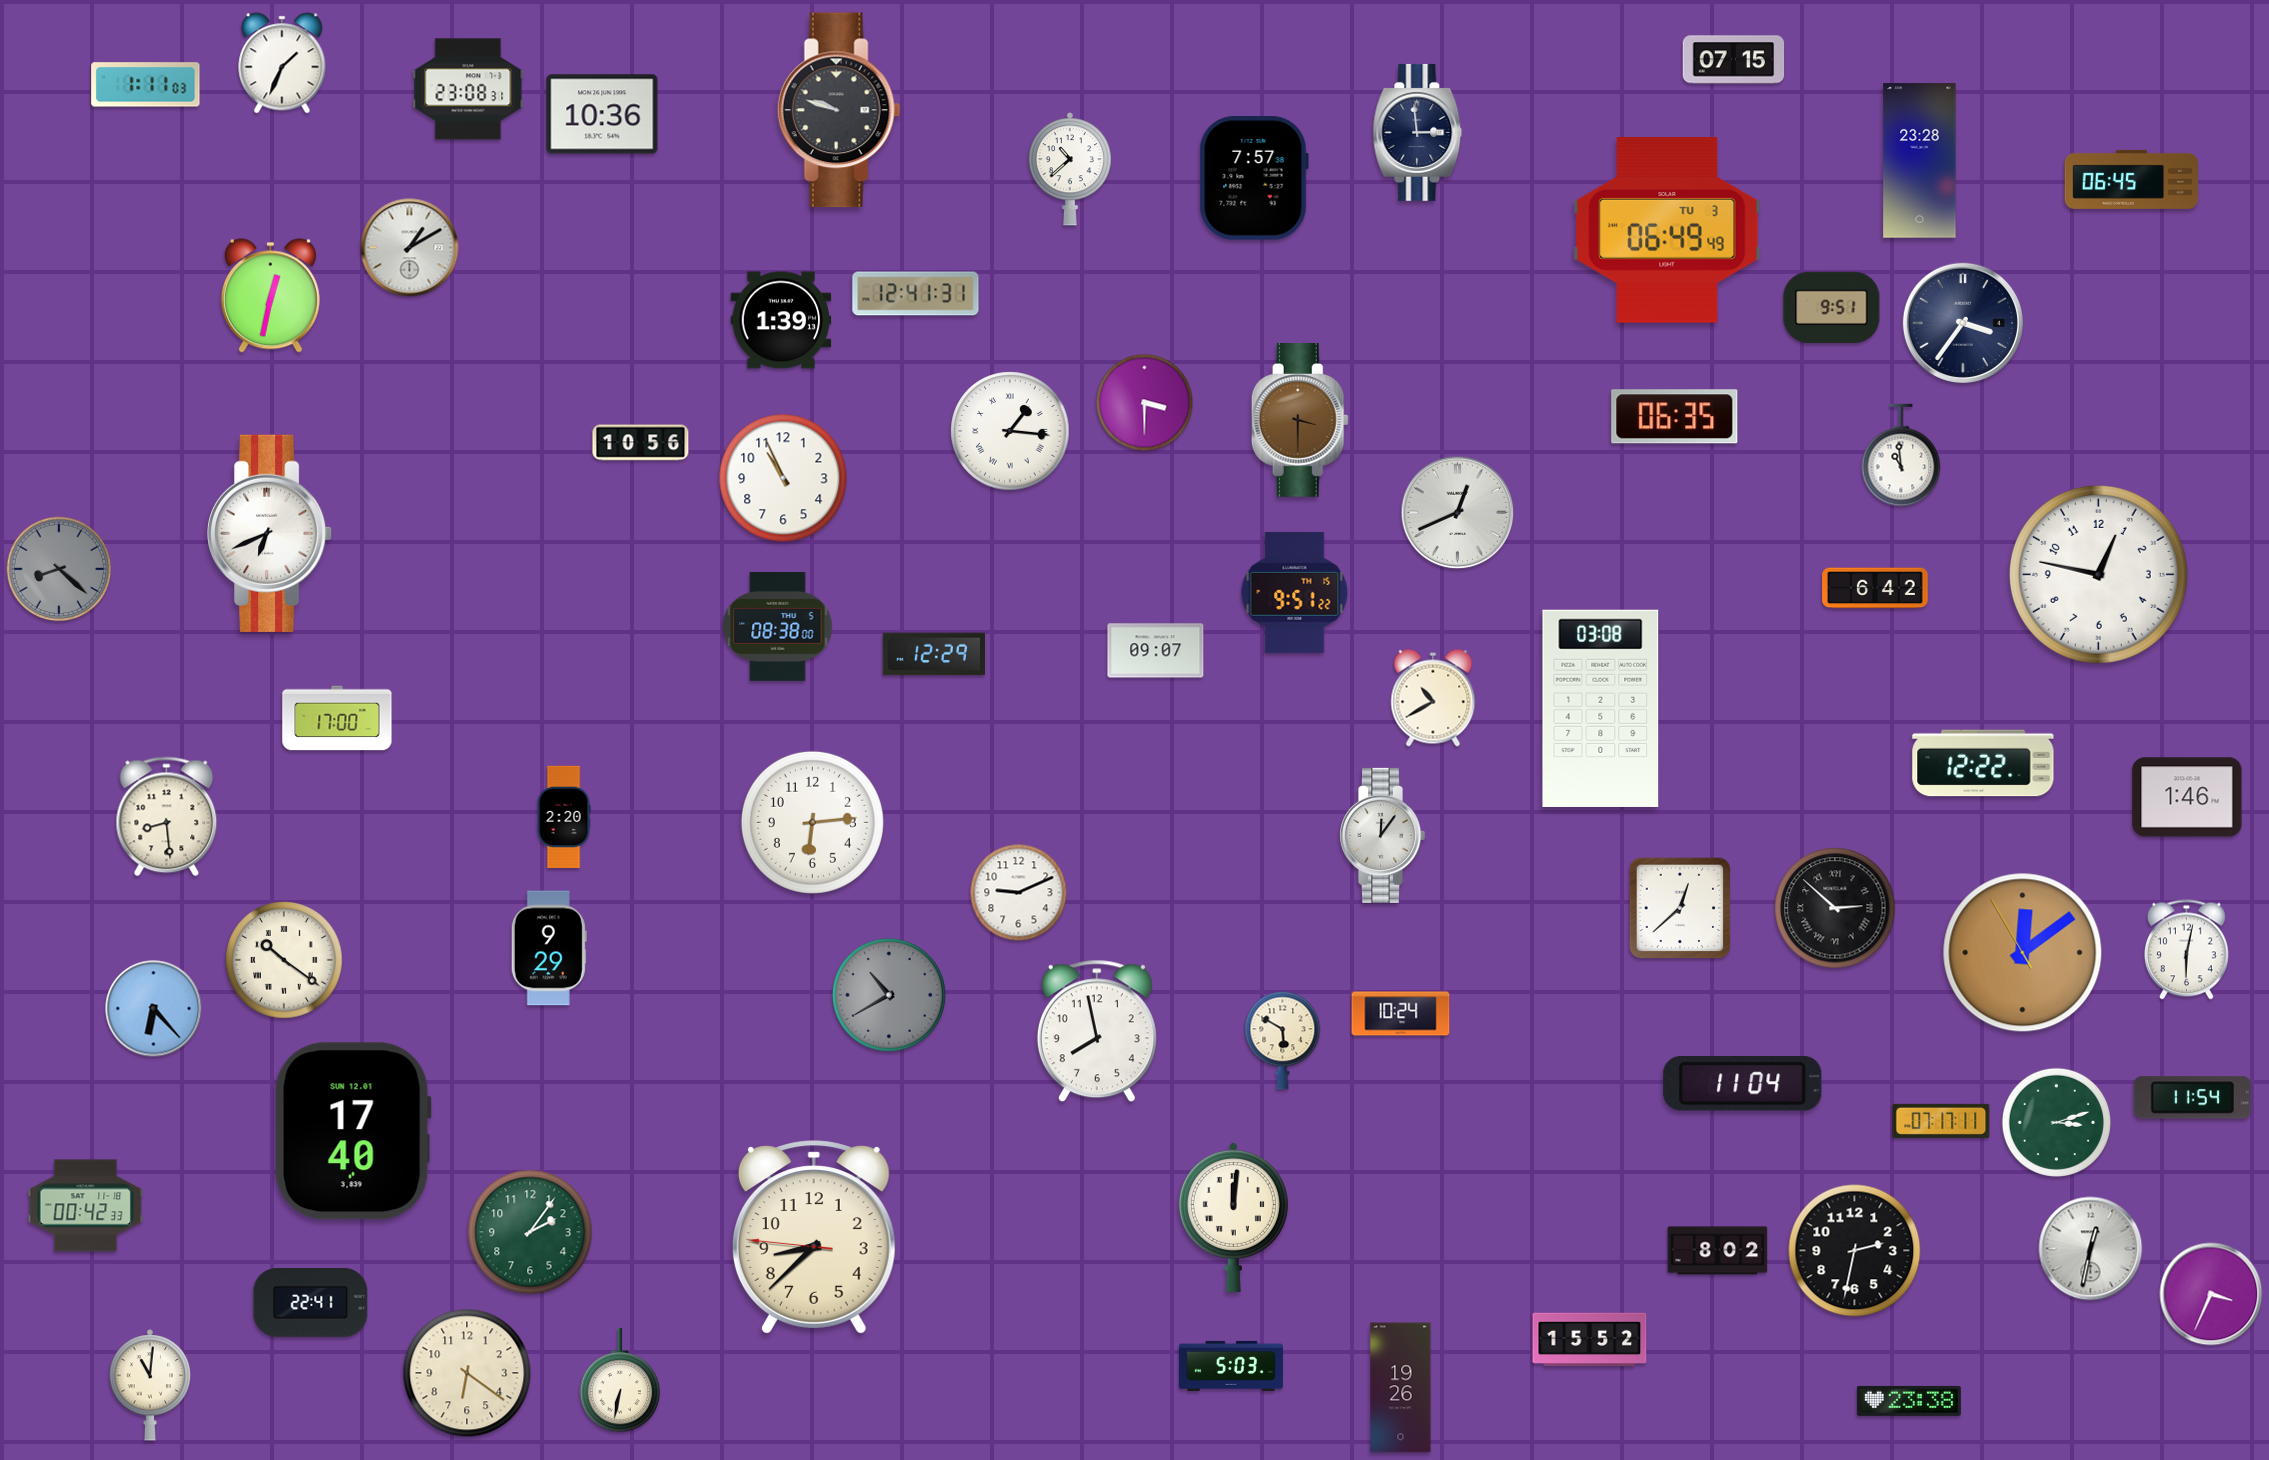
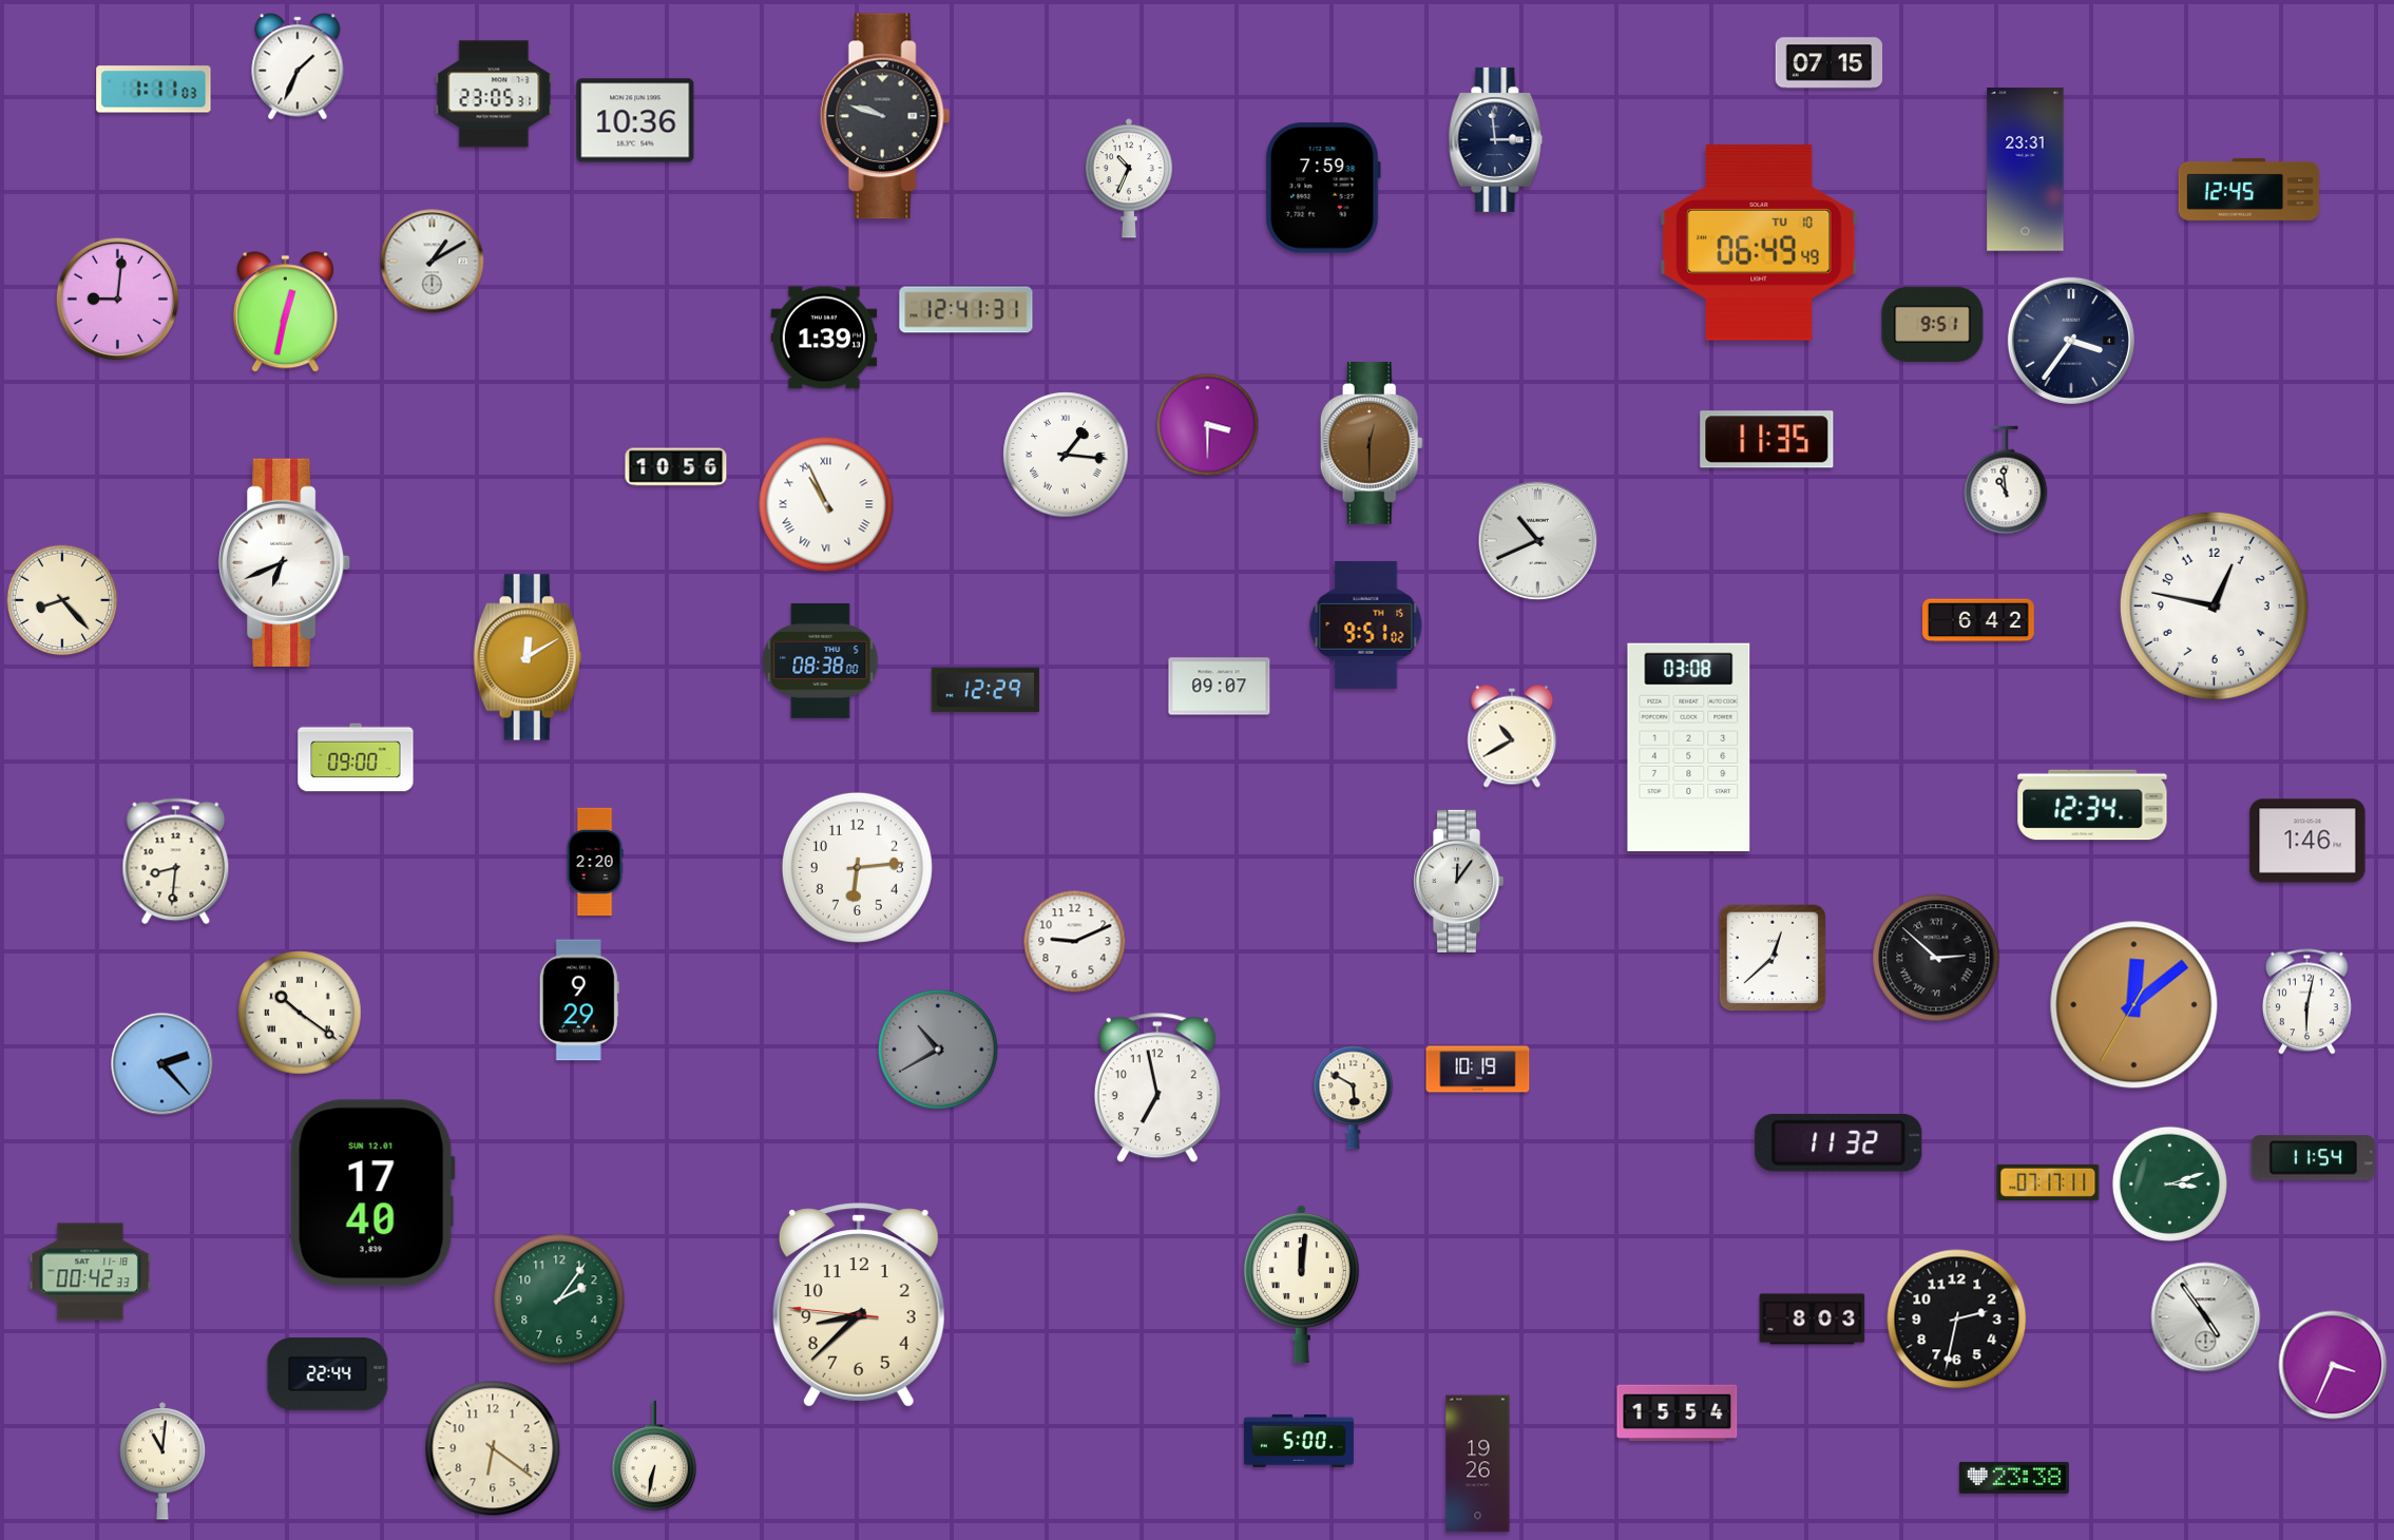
clock at (468, 89): 23:08 -> 23:05
clock at (1920, 161): 23:28 -> 23:31
clock at (1070, 169): 10:38 -> 10:34
clock at (1254, 178): 7:57 -> 7:59
clock at (2132, 179): 06:45 -> 12:45
clock at (1667, 230) date: TU 3 -> TU 10
clock at (118, 300): none -> 9:01
clock at (1675, 417): 06:35 -> 11:35
clock at (1300, 421): 3:30 -> 12:30
clock at (783, 478) numerals: Arabic -> Roman
clock at (1458, 513): 12:41 -> 10:41
clock at (59, 569): 8:22 -> 8:23
clock at (59, 569) dial: grey -> cream
clock at (1295, 592): 9:51:22 -> 9:51:02
clock at (528, 657): none -> 12:10
clock at (337, 718): 17:00 -> 09:00
clock at (1983, 763): 12:22 -> 12:34
clock at (167, 817): 8:29 -> 8:31
clock at (2023, 953): 12:08:55 -> 12:08:35
clock at (154, 1009): 6:23 -> 2:23
clock at (1401, 1014): 10:24 -> 10:19
clock at (1097, 1031): 7:58 -> 6:58
clock at (1743, 1084): 11:04 -> 11:32
clock at (2091, 1249): 12:32 -> 4:54
clock at (1718, 1251): 8:02 -> 8:03
clock at (311, 1303): 22:41 -> 22:44
clock at (1590, 1340): 15:52 -> 15:54
clock at (1231, 1366): 5:03 -> 5:00
clock at (150, 1385) position: (150, 1385) -> (162, 1461)
